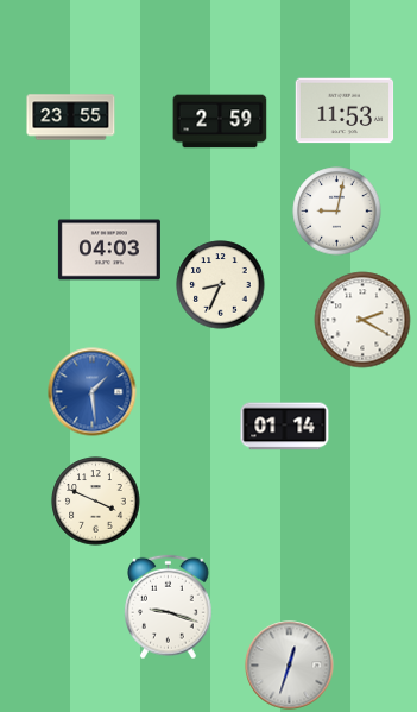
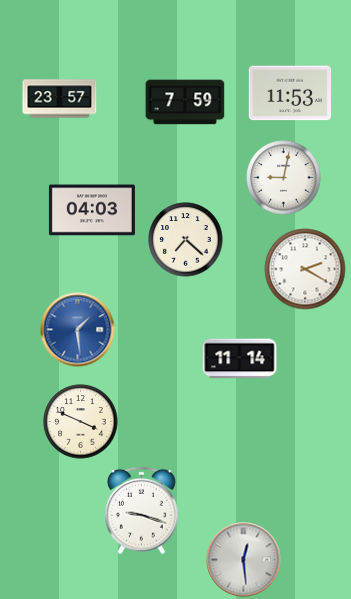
clock at (71, 118): 23:55 -> 23:57
clock at (220, 121): 2:59 -> 7:59
clock at (221, 285): 8:34 -> 7:22
clock at (285, 427): 01:14 -> 11:14
clock at (290, 666): 12:33 -> 12:29
